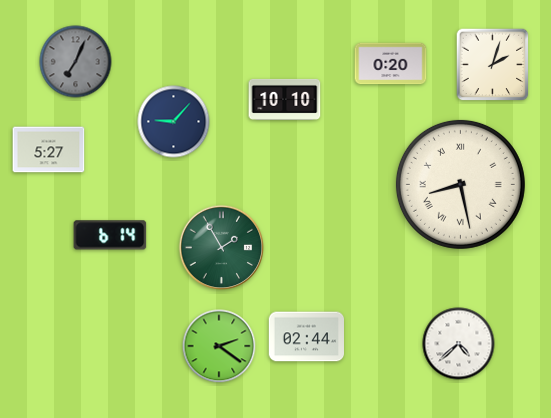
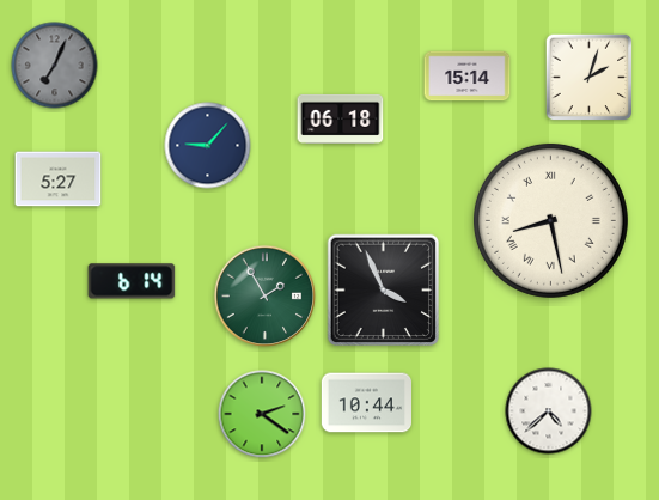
clock at (76, 62) position: (76, 62) -> (55, 66)
clock at (391, 64): 0:20 -> 15:14
clock at (285, 99): 10:10 -> 06:18
clock at (384, 291): none -> 3:56
clock at (306, 337): 02:44 -> 10:44
